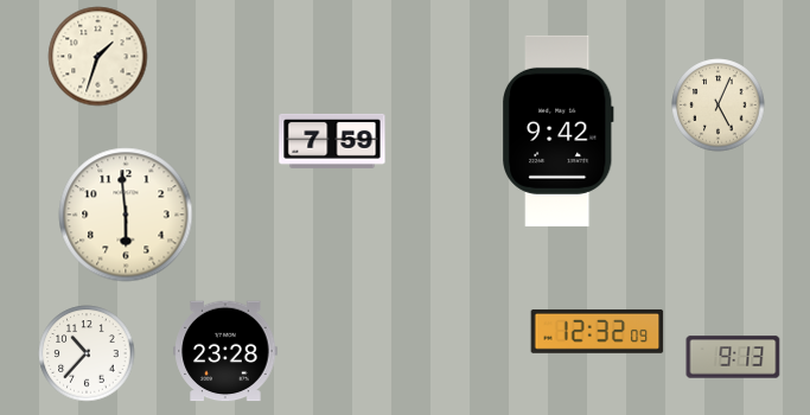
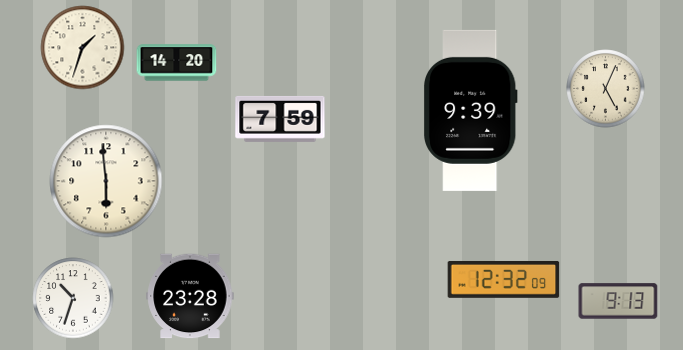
clock at (177, 63): none -> 14:20
clock at (557, 130): 9:42 -> 9:39
clock at (87, 353): 10:37 -> 10:33
